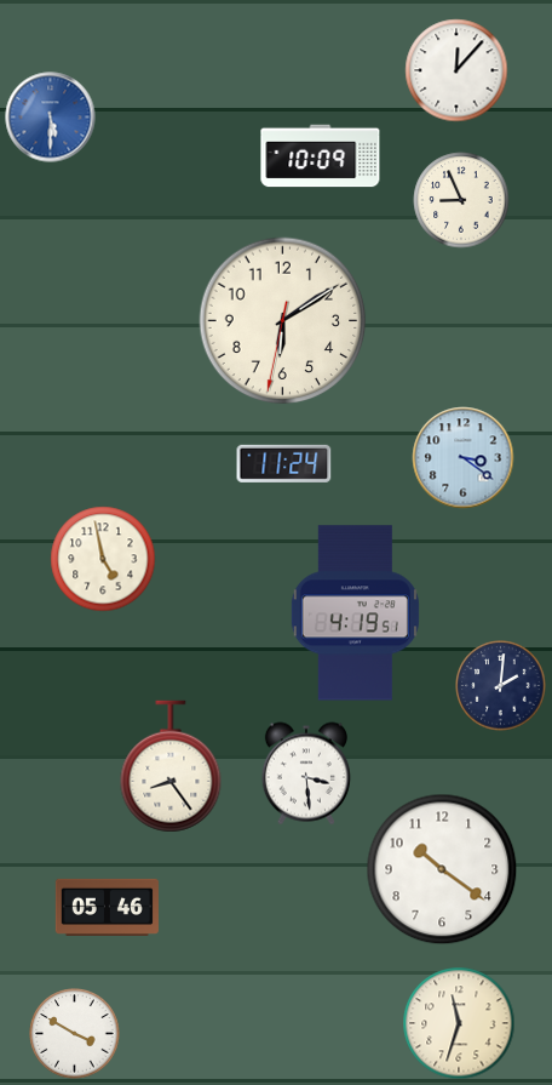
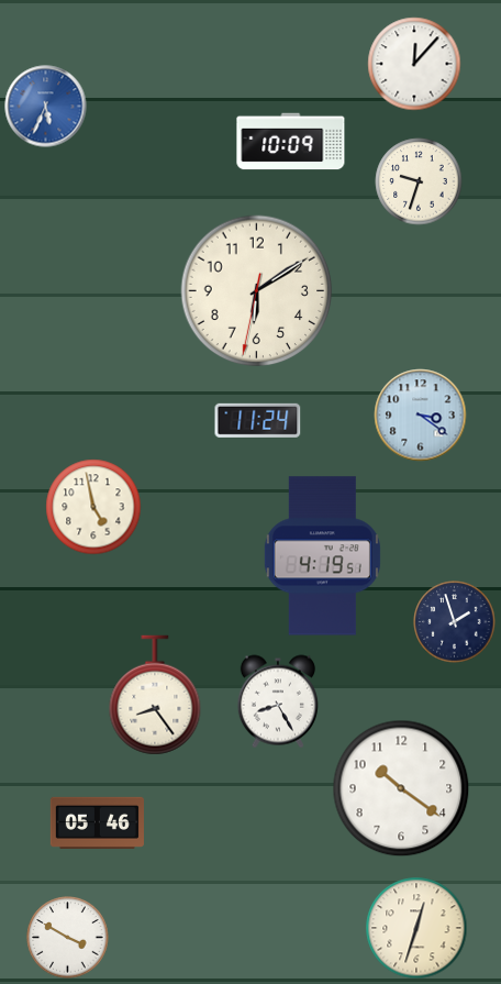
clock at (51, 118): 5:30 -> 5:34
clock at (461, 200): 8:56 -> 9:33
clock at (501, 686): 2:01 -> 1:57
clock at (306, 773): 3:29 -> 8:25
clock at (459, 1023): 11:33 -> 12:33
